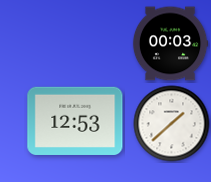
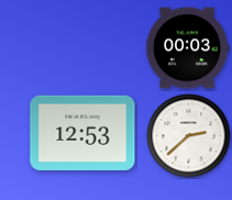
clock at (172, 124): 1:38 -> 2:38
